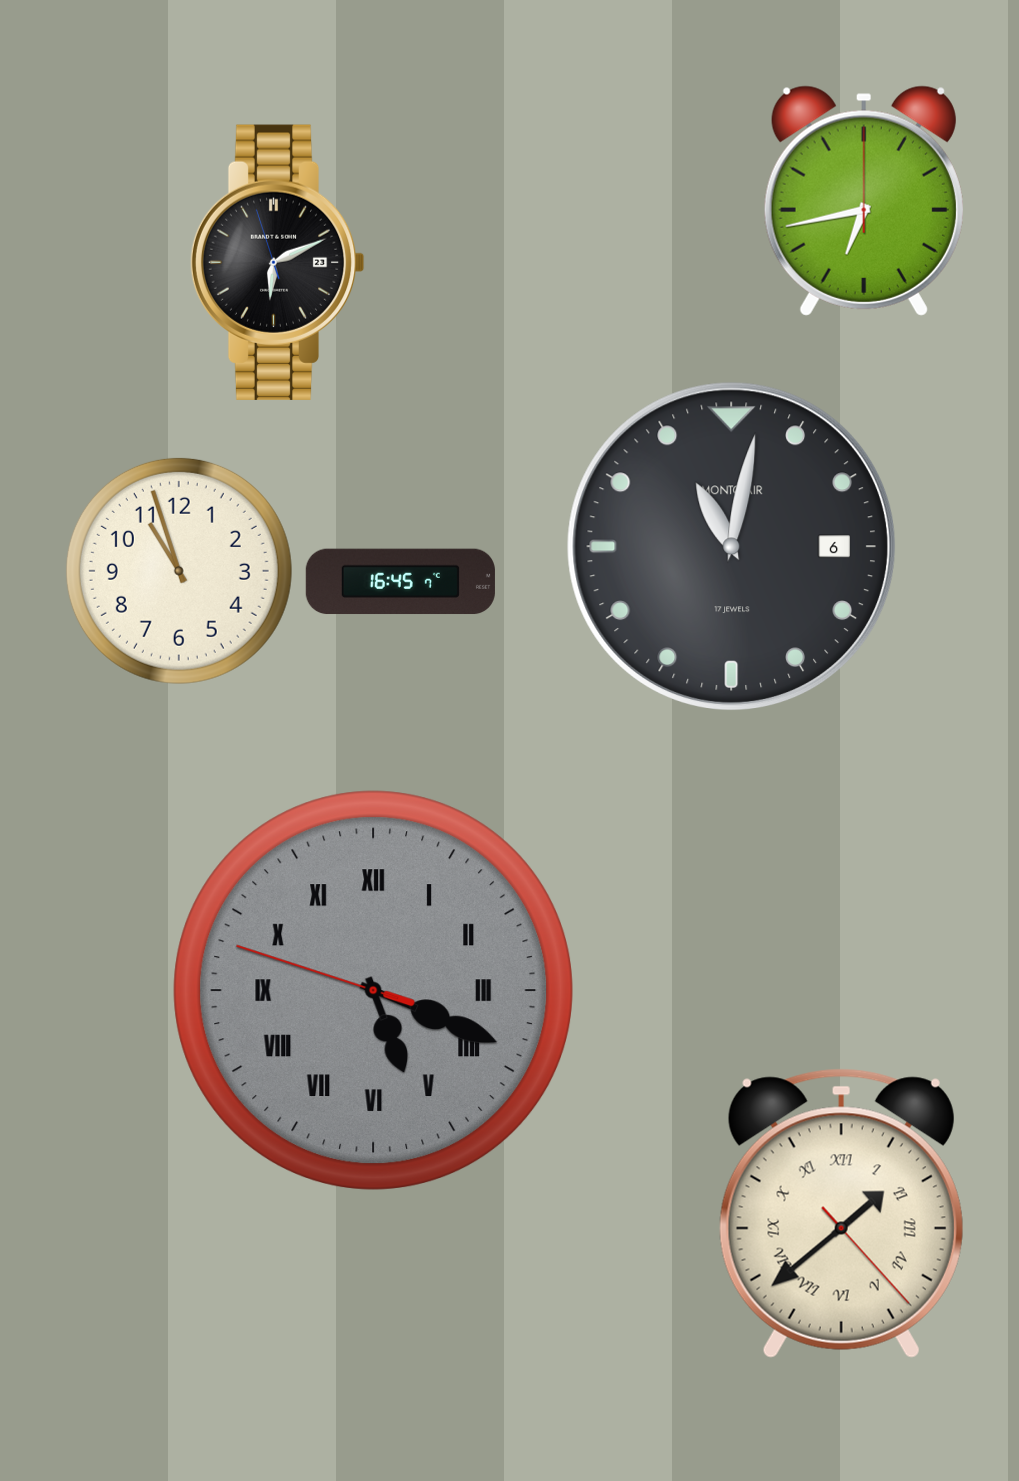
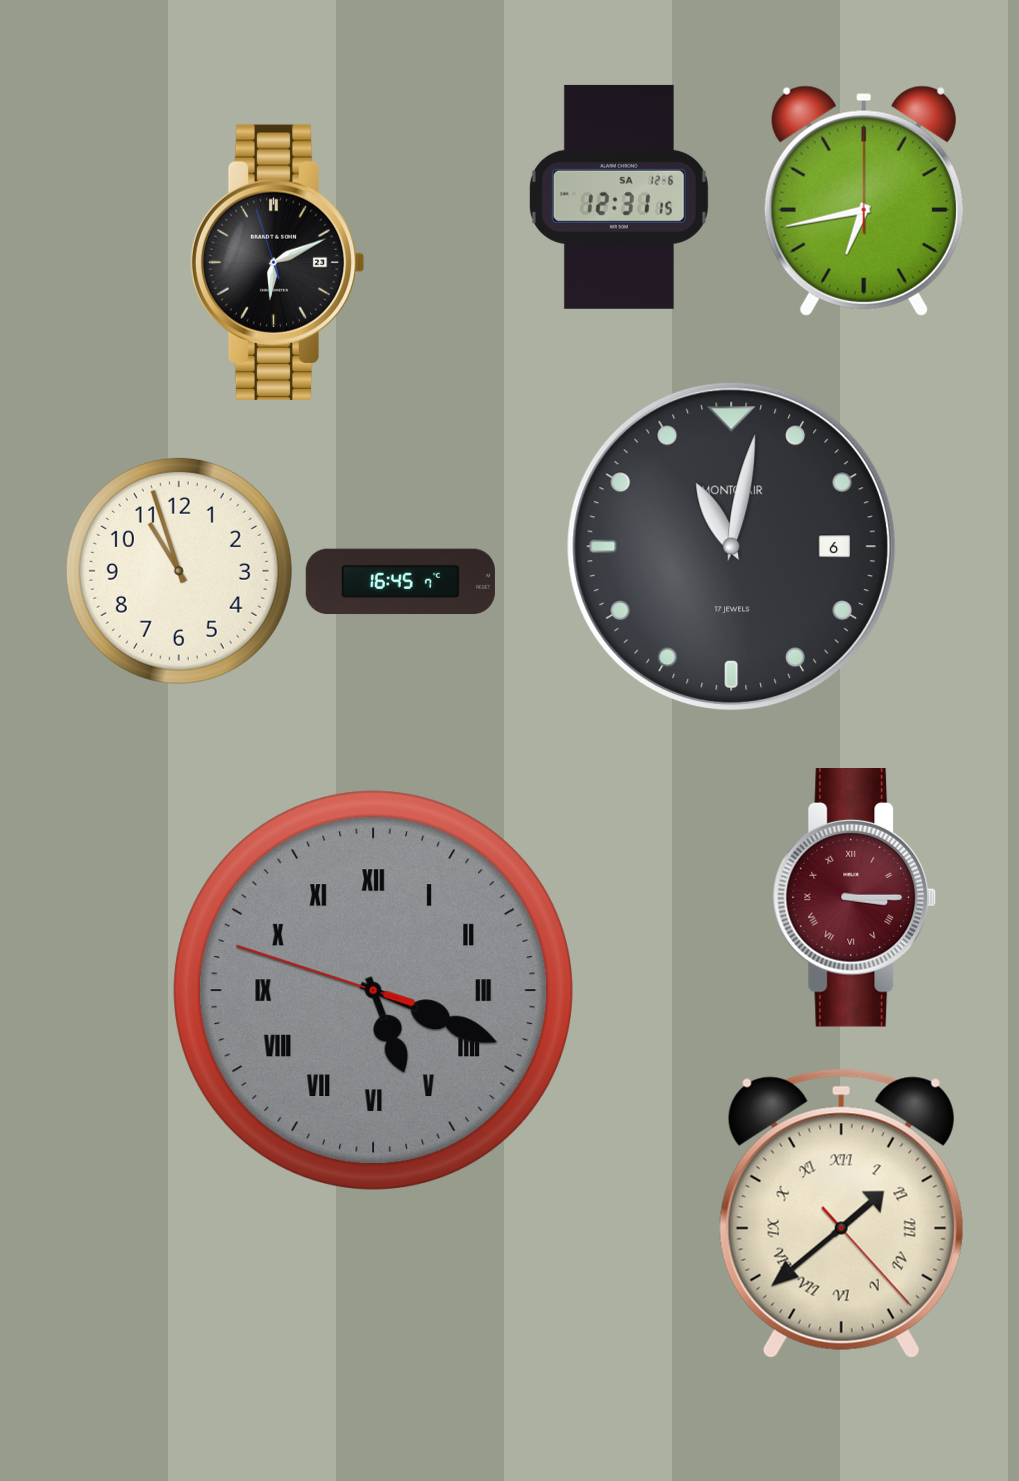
clock at (619, 197): none -> 12:31
clock at (855, 898): none -> 3:15
